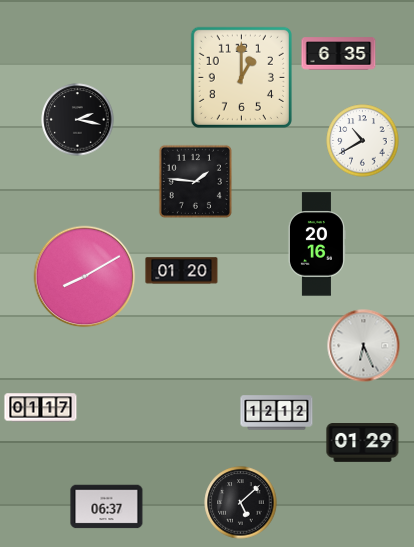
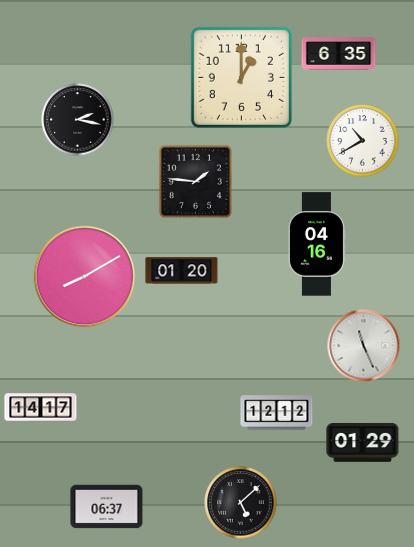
clock at (317, 244): 20:16 -> 04:16
clock at (364, 346): 6:26 -> 11:26
clock at (41, 408): 01:17 -> 14:17
